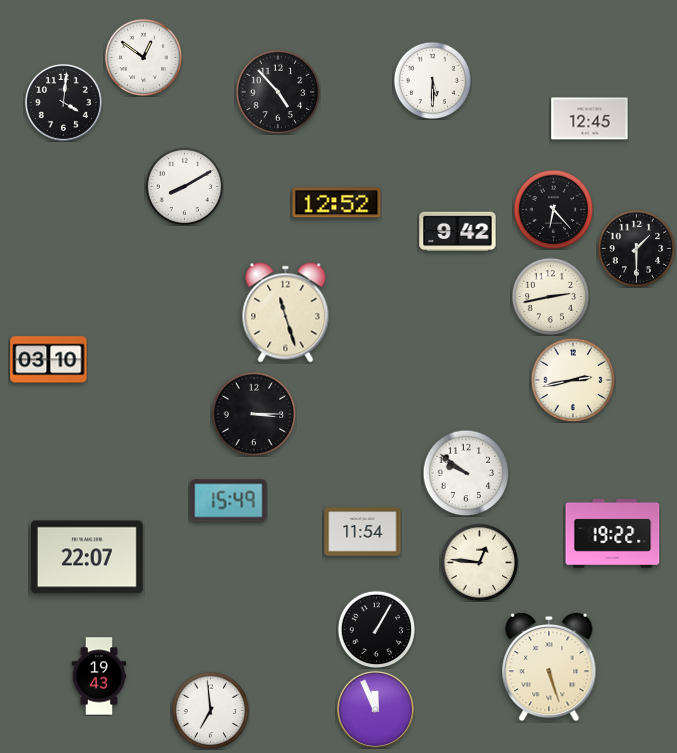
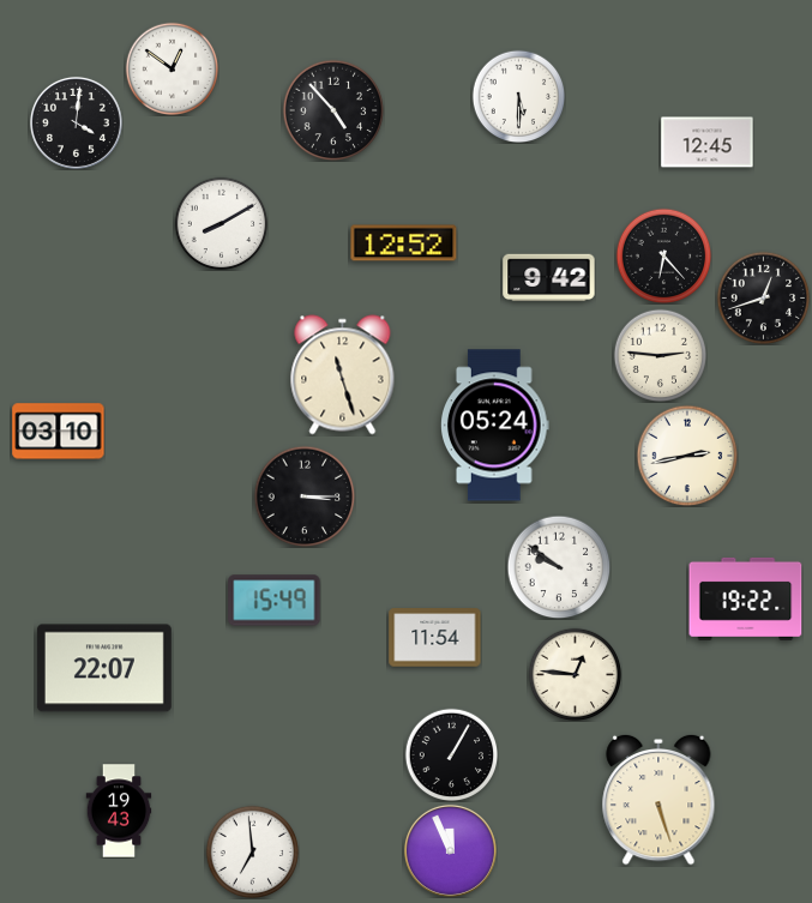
clock at (553, 209) position: (553, 209) -> (663, 255)
clock at (636, 248): 1:30 -> 12:42
clock at (550, 296): 2:43 -> 2:46
clock at (495, 426): none -> 05:24
clock at (613, 533) position: (613, 533) -> (746, 598)
